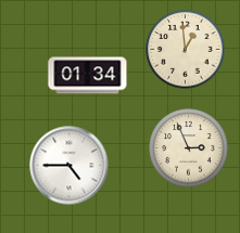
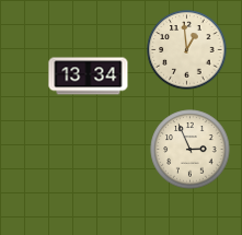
clock at (88, 76): 01:34 -> 13:34
clock at (70, 166): 4:45 -> none
